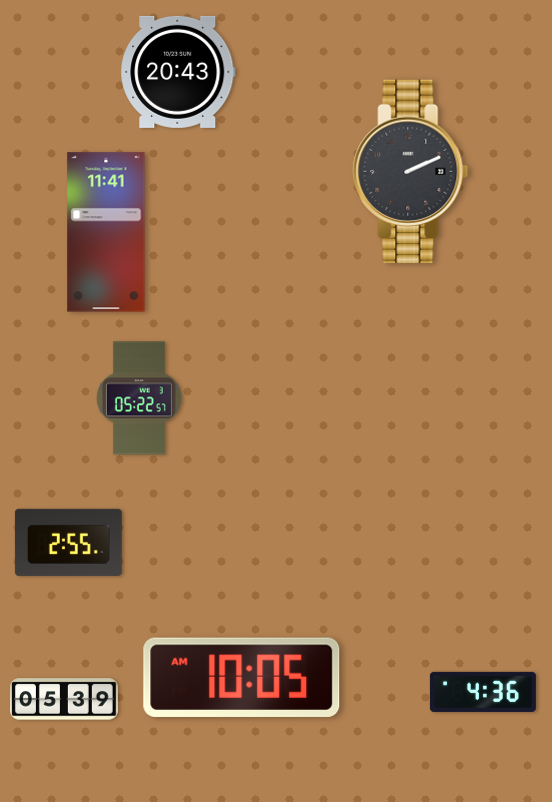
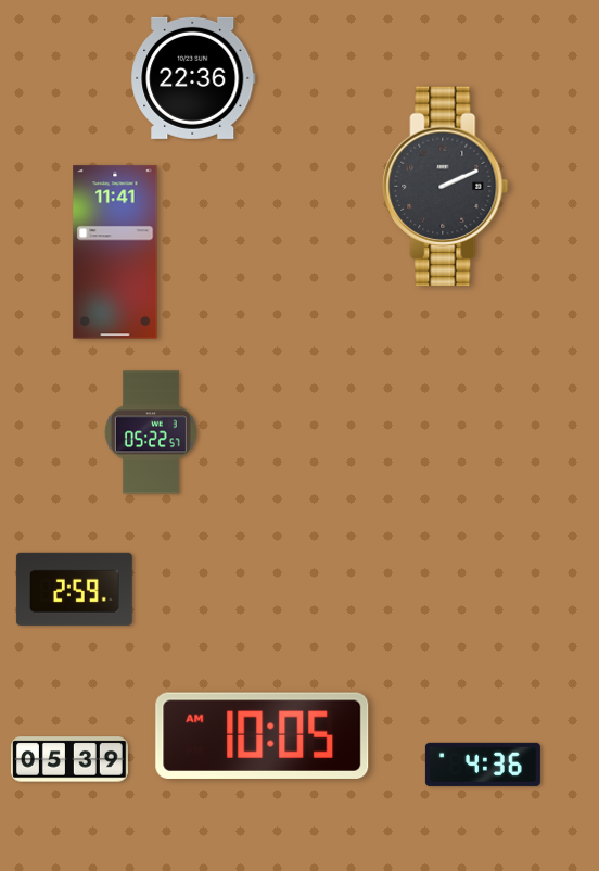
clock at (178, 72): 20:43 -> 22:36
clock at (68, 542): 2:55 -> 2:59
clock at (483, 692) position: (483, 692) -> (483, 765)
